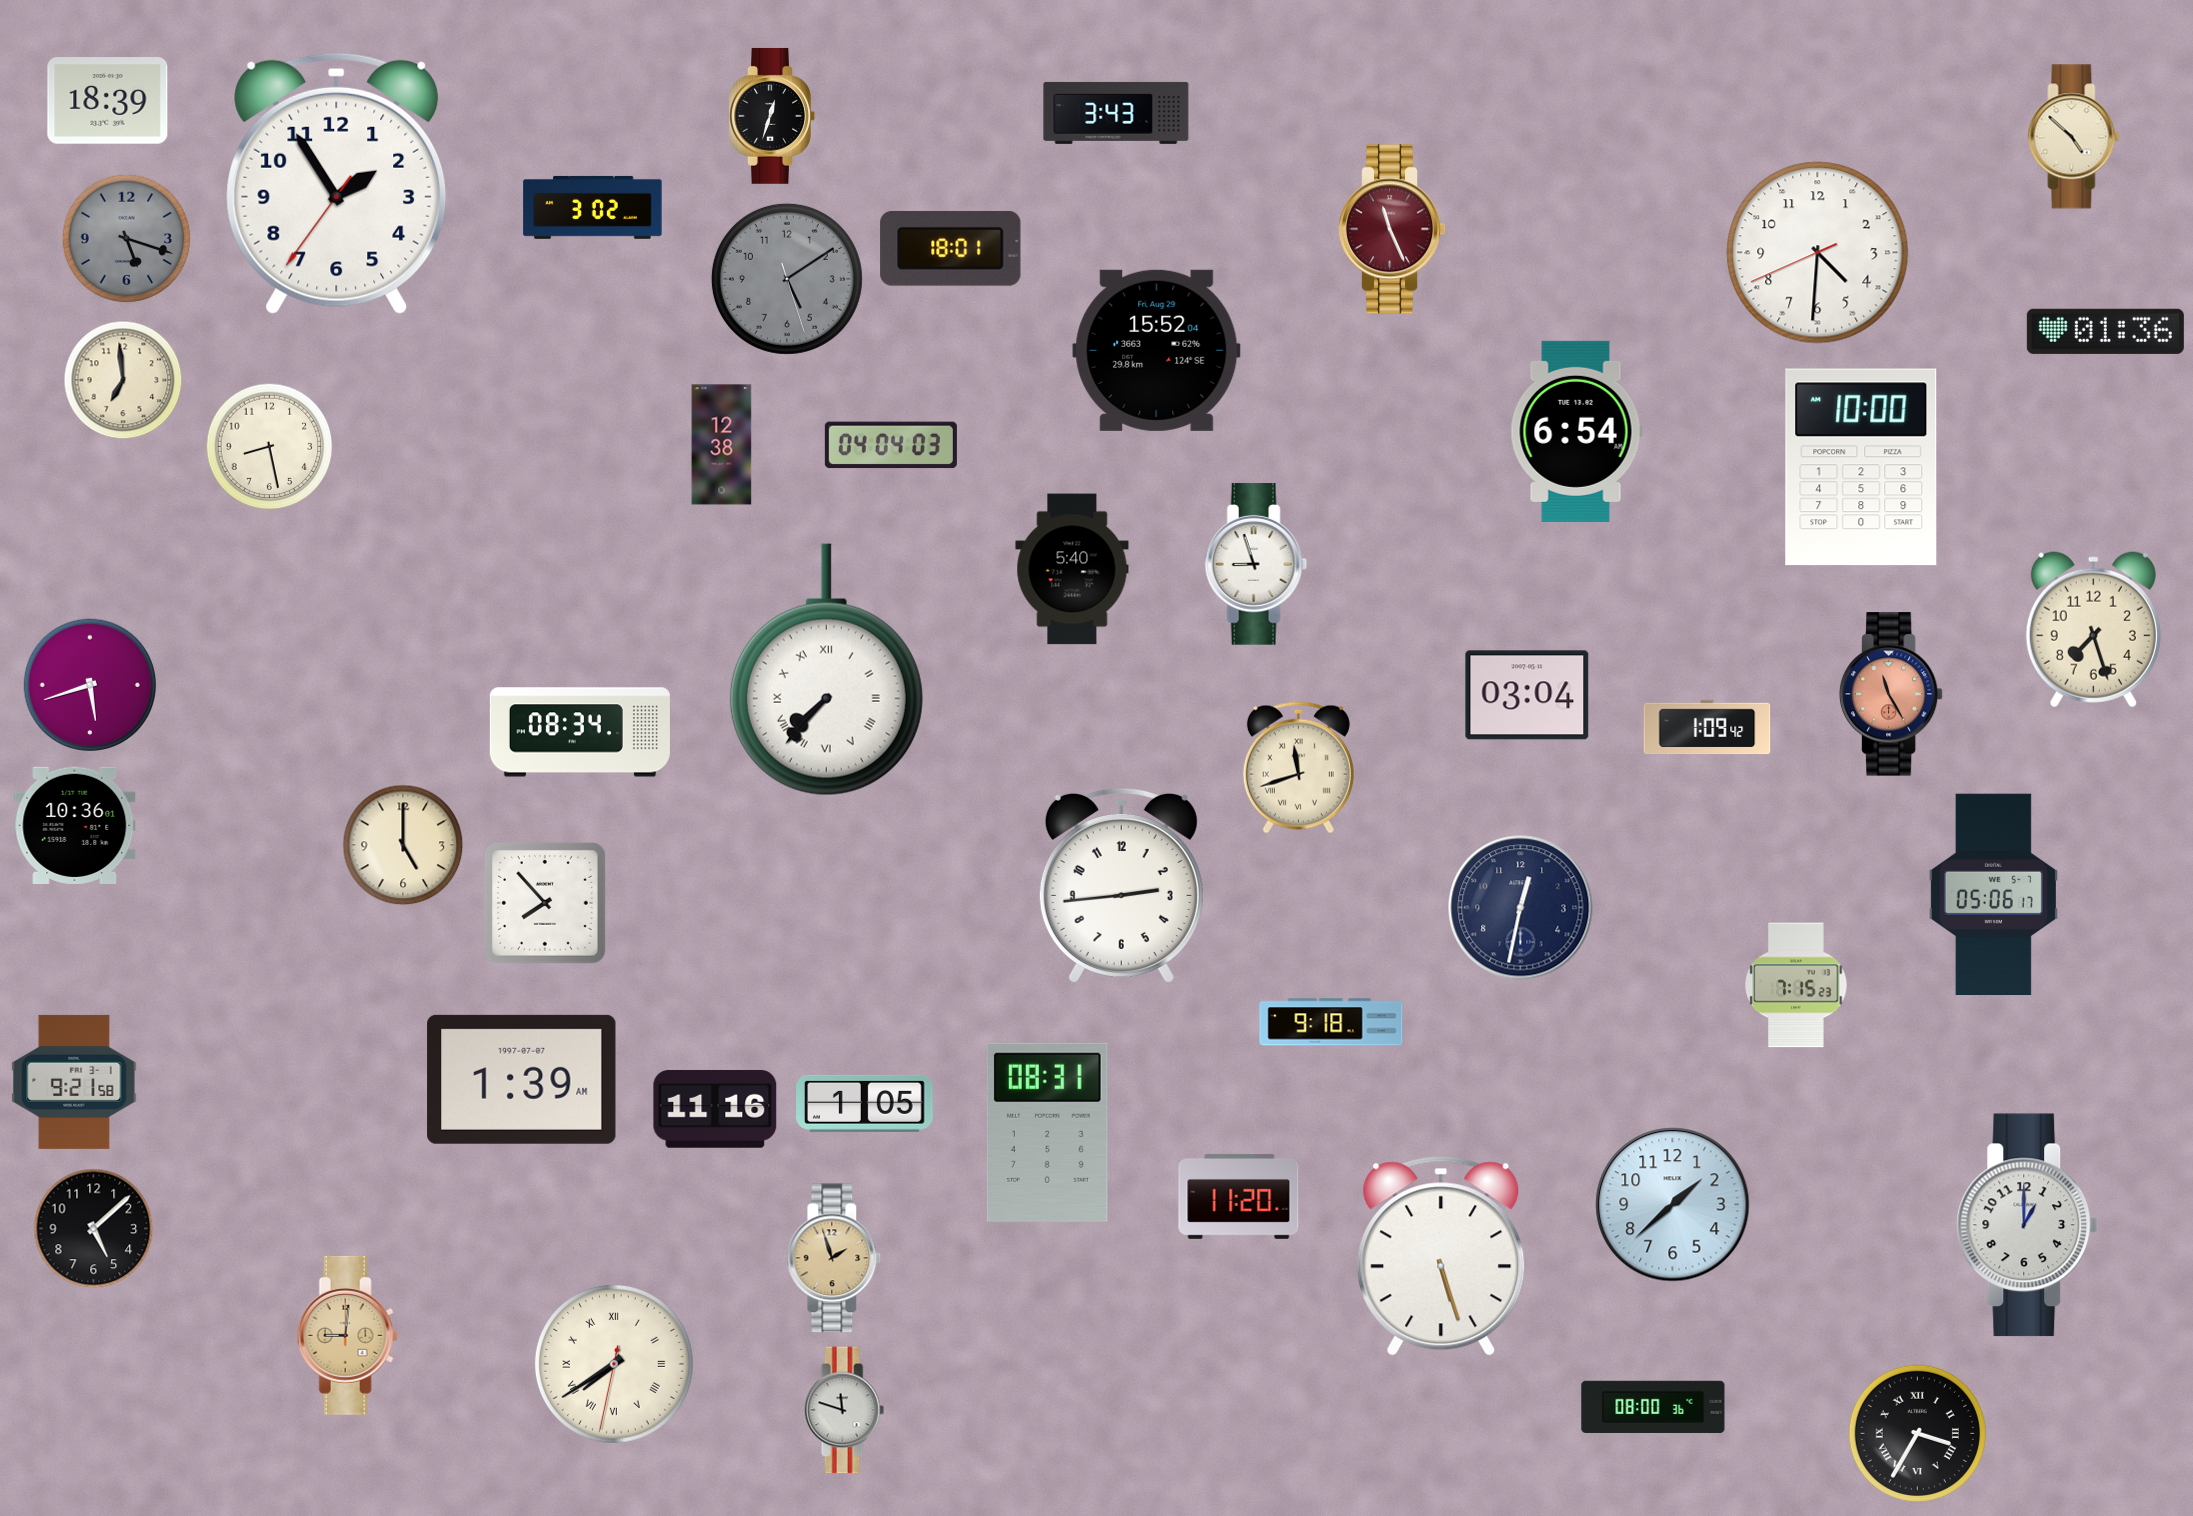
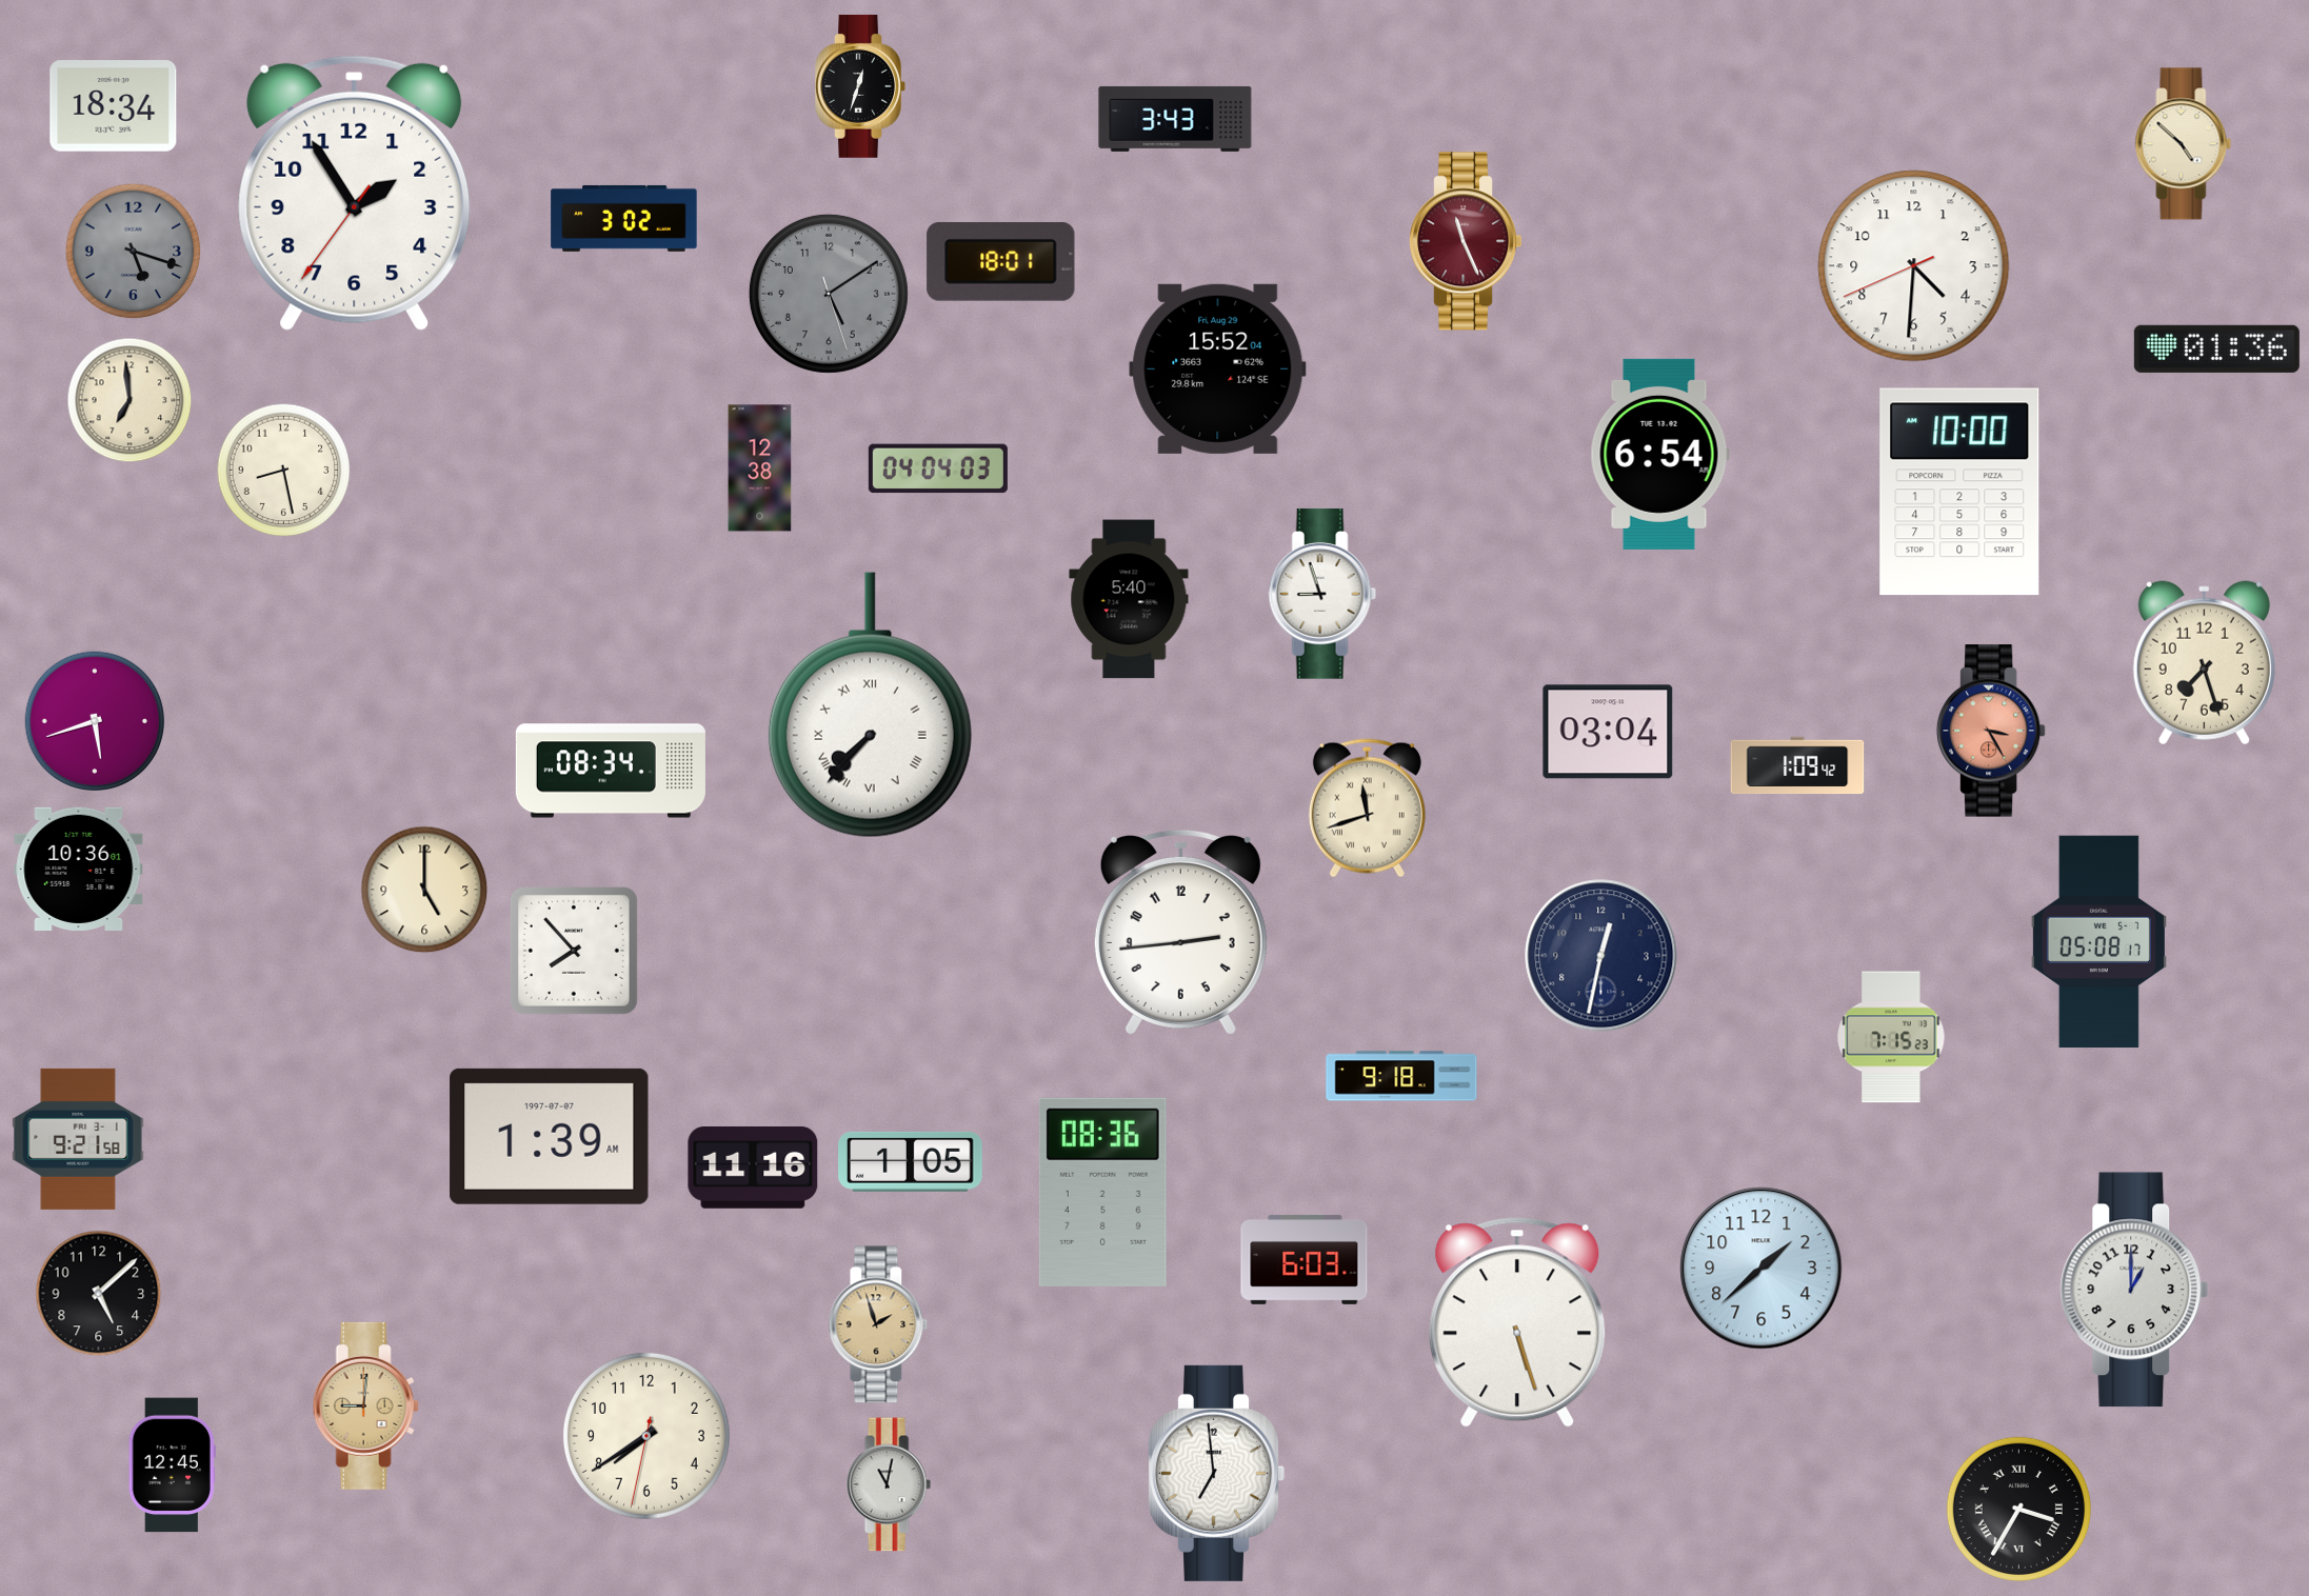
clock at (108, 101): 18:39 -> 18:34
clock at (772, 116) position: (772, 116) -> (860, 86)
clock at (1891, 694): 11:25 -> 3:25
clock at (1993, 895): 05:06 -> 05:08
clock at (1047, 1132): 08:31 -> 08:36
clock at (1239, 1196): 11:20 -> 6:03
clock at (614, 1364) numerals: Roman -> Arabic
clock at (172, 1465): none -> 12:45
clock at (1215, 1473): none -> 6:59
clock at (1653, 1407): 08:00 -> none
clock at (844, 1410): 11:48 -> 11:02
